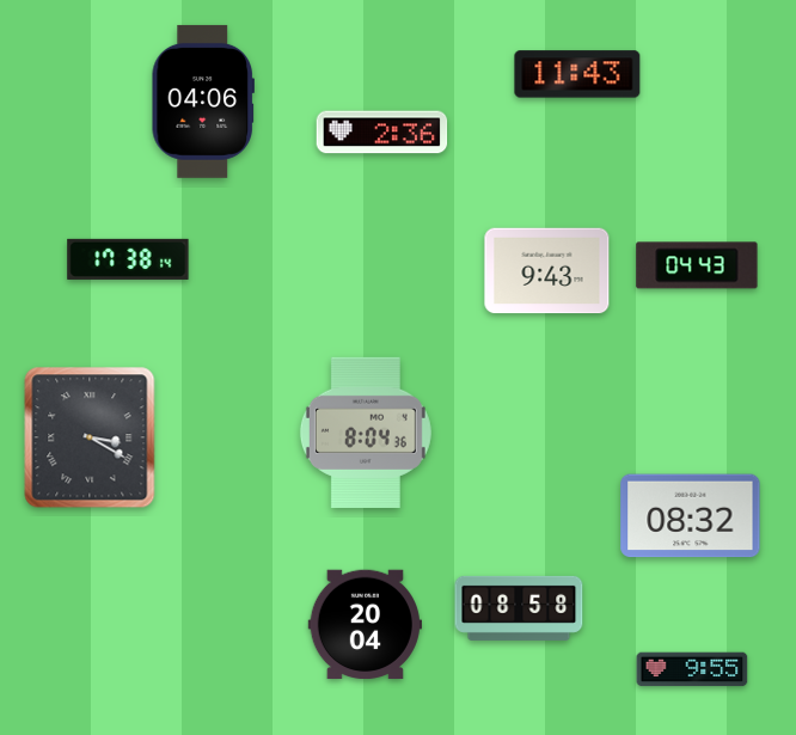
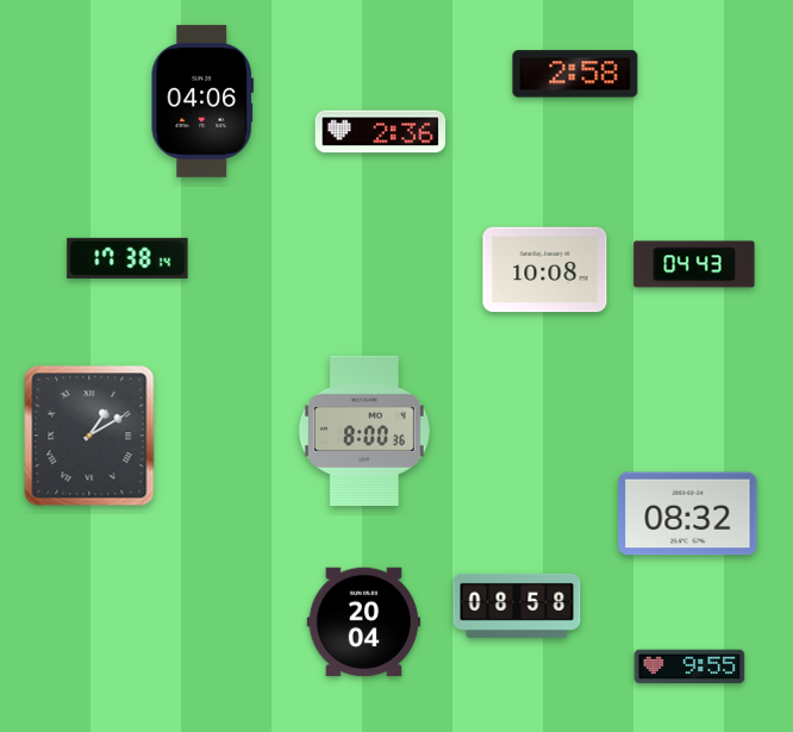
clock at (577, 74): 11:43 -> 2:58
clock at (547, 271): 9:43 -> 10:08
clock at (366, 433): 8:04 -> 8:00
clock at (90, 437): 3:20 -> 1:10
